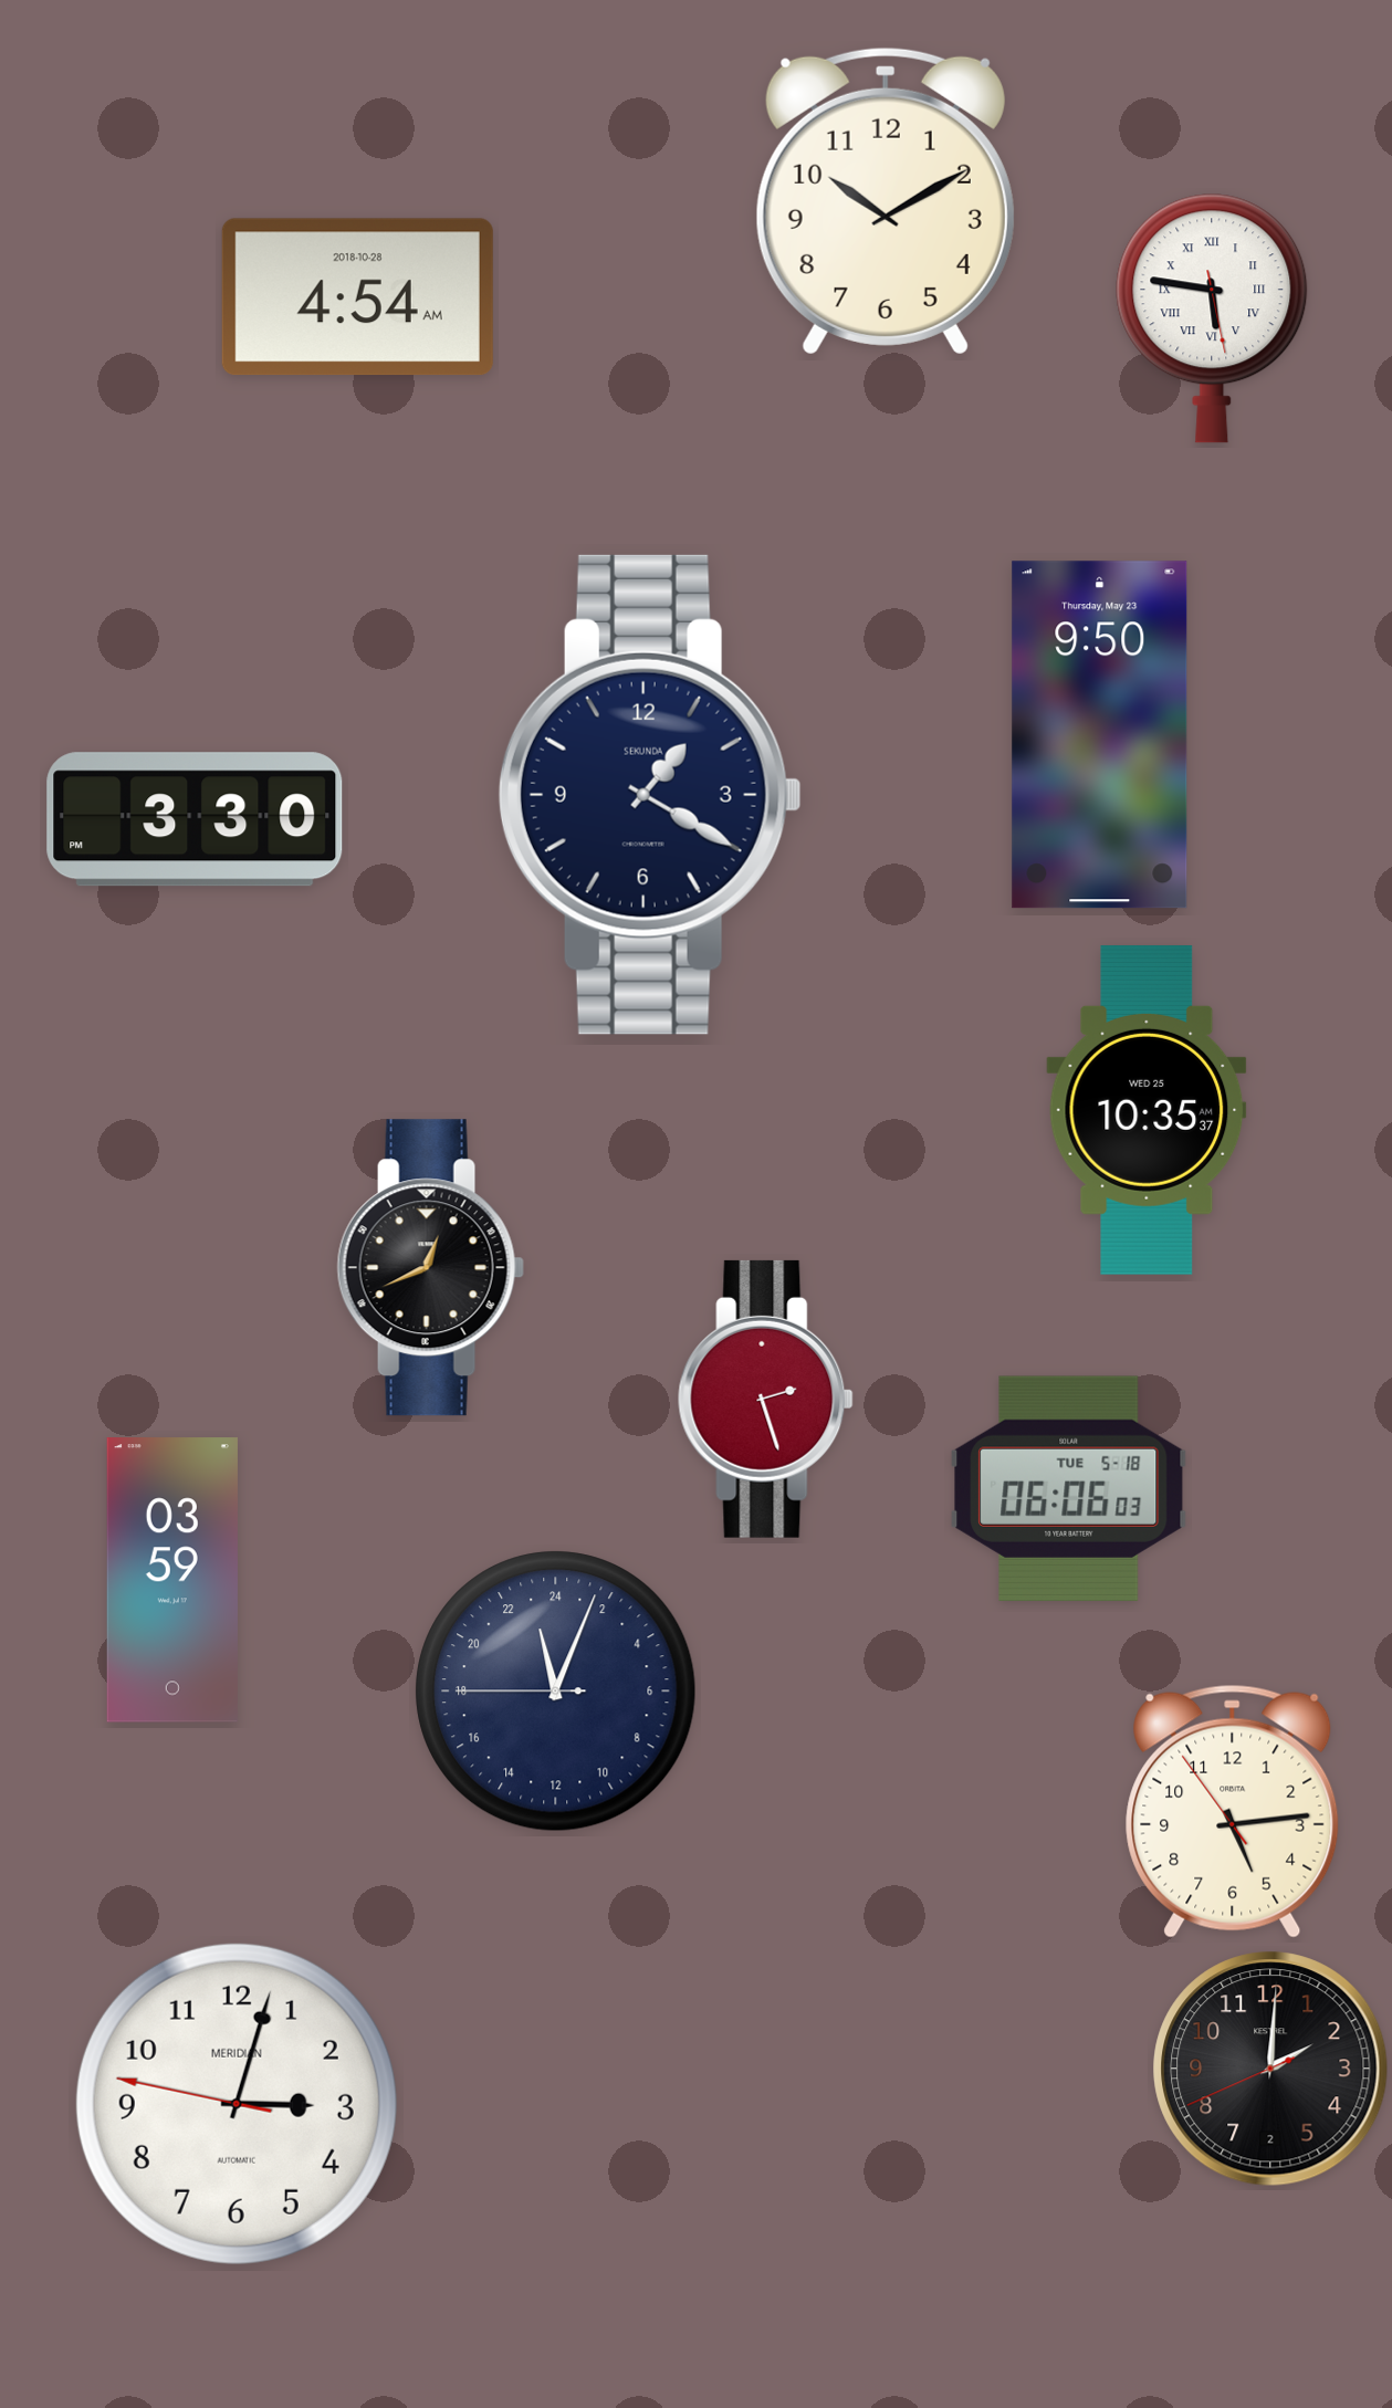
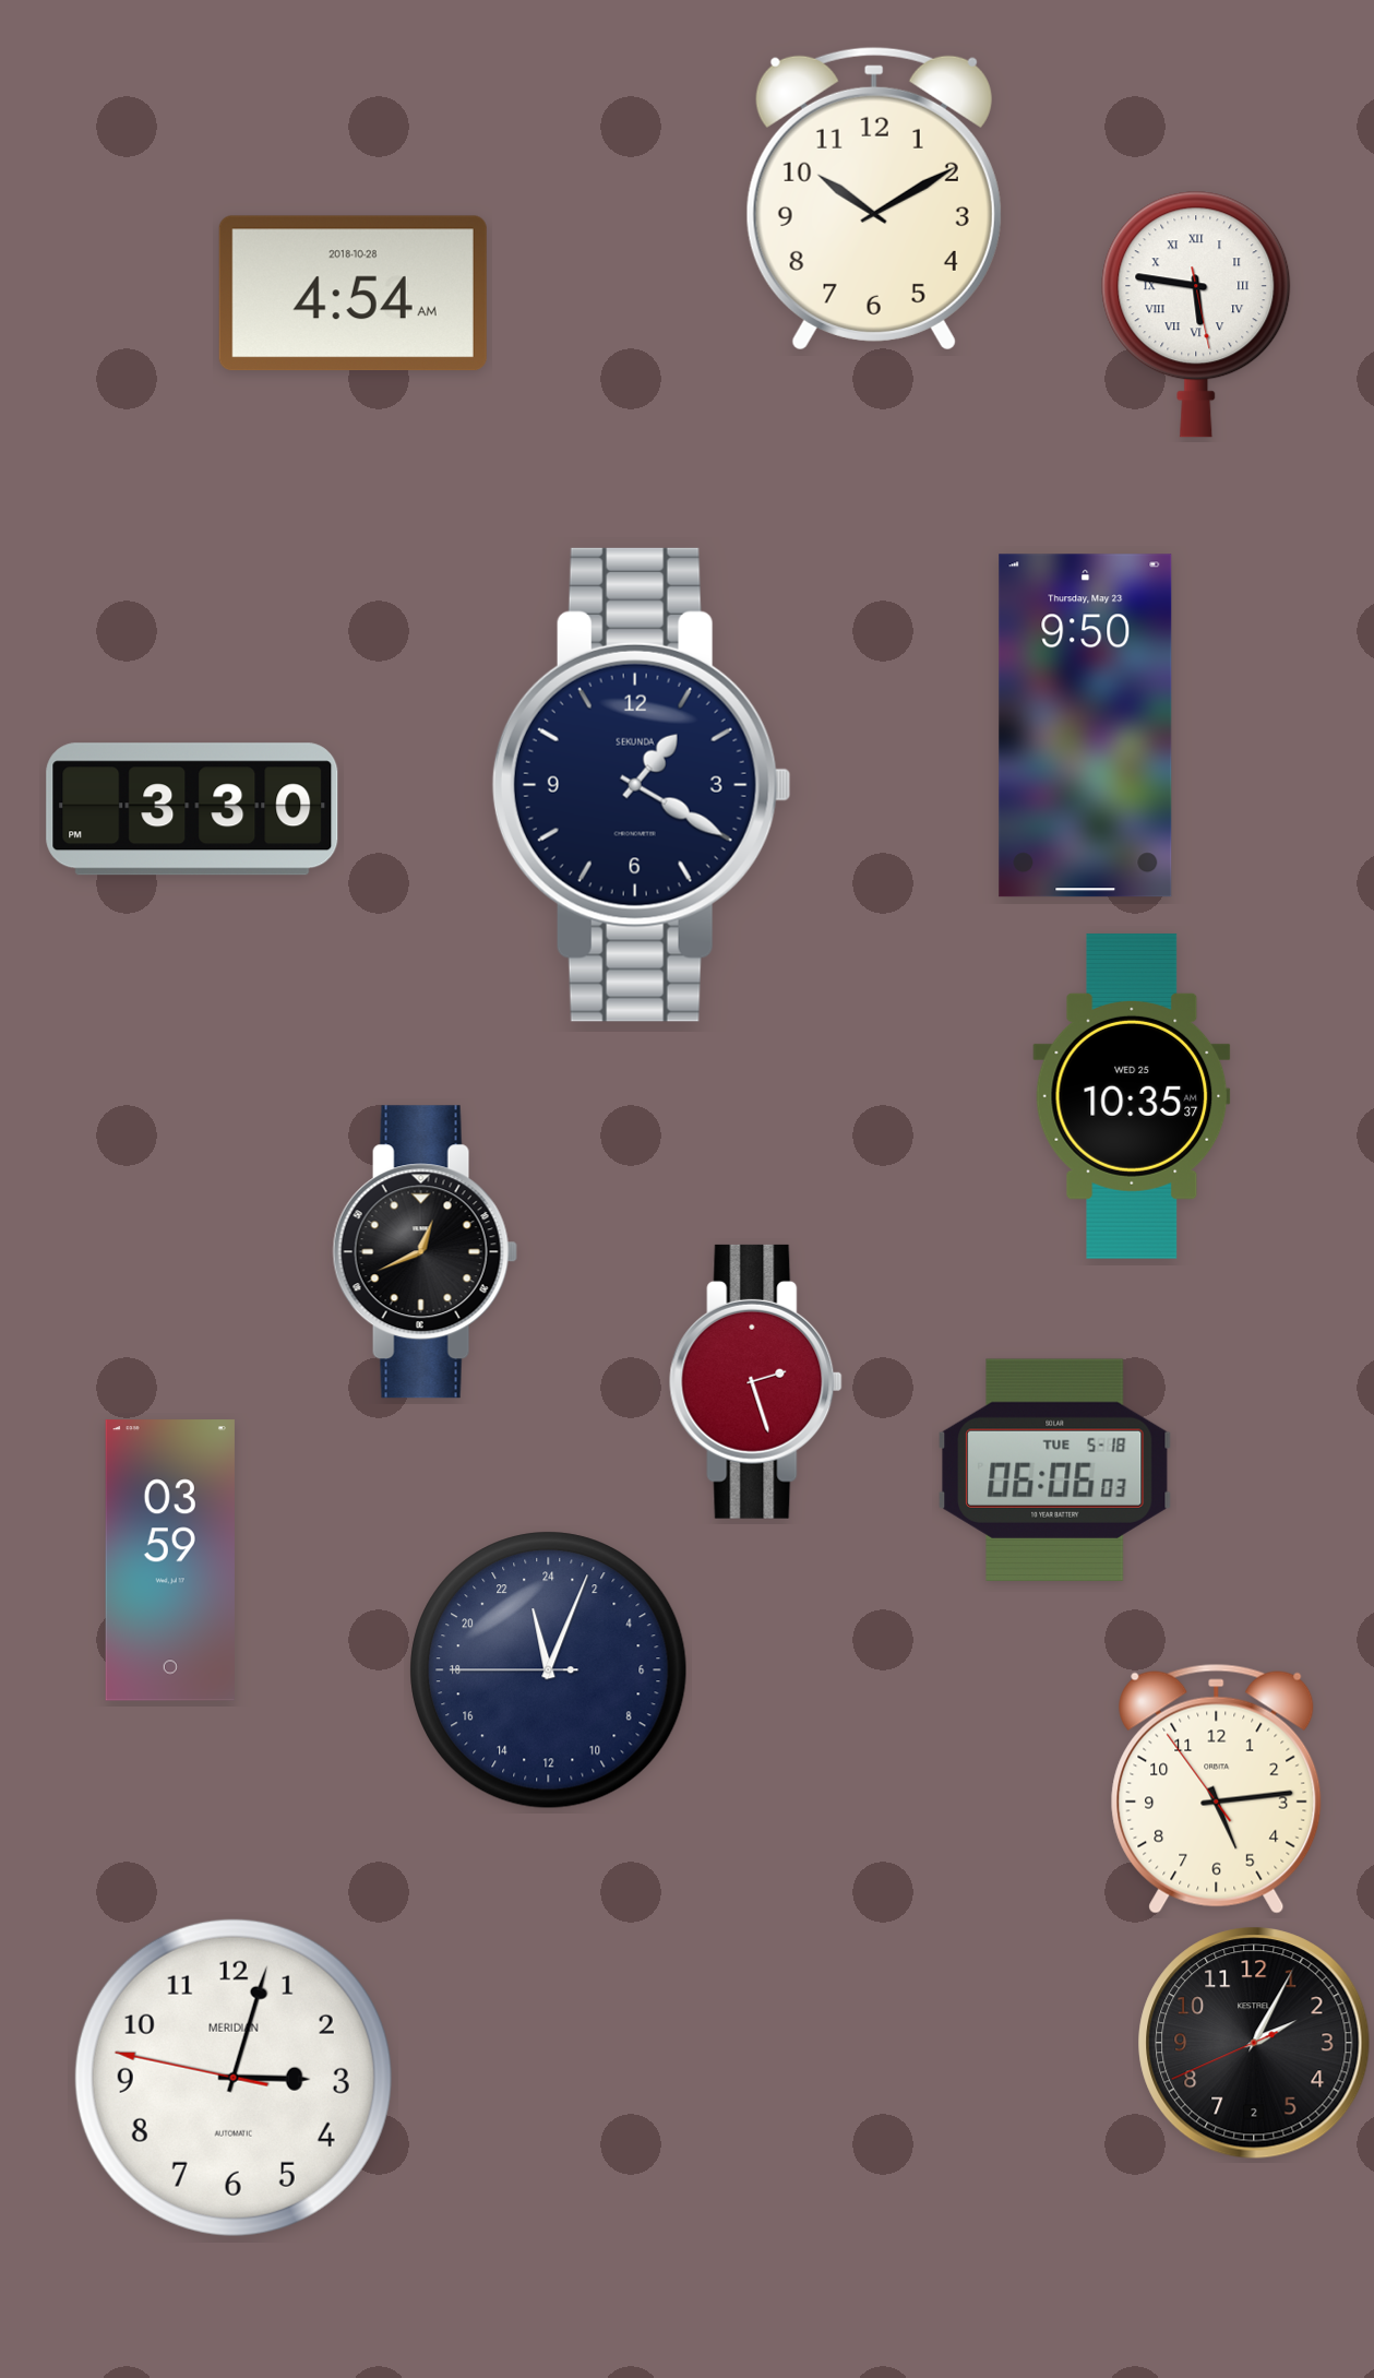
clock at (1270, 2069): 2:00 -> 2:04
